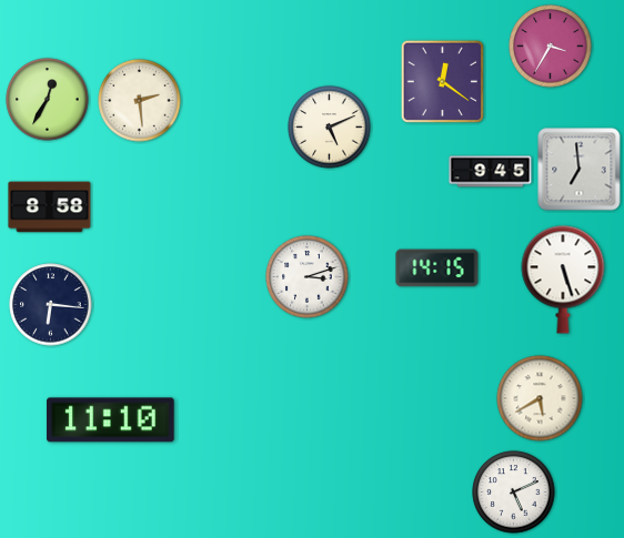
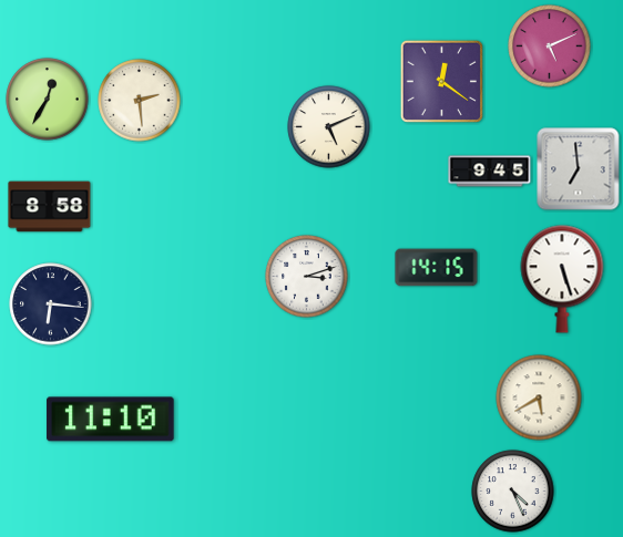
clock at (551, 47): 3:35 -> 5:11
clock at (514, 493): 5:11 -> 4:26
